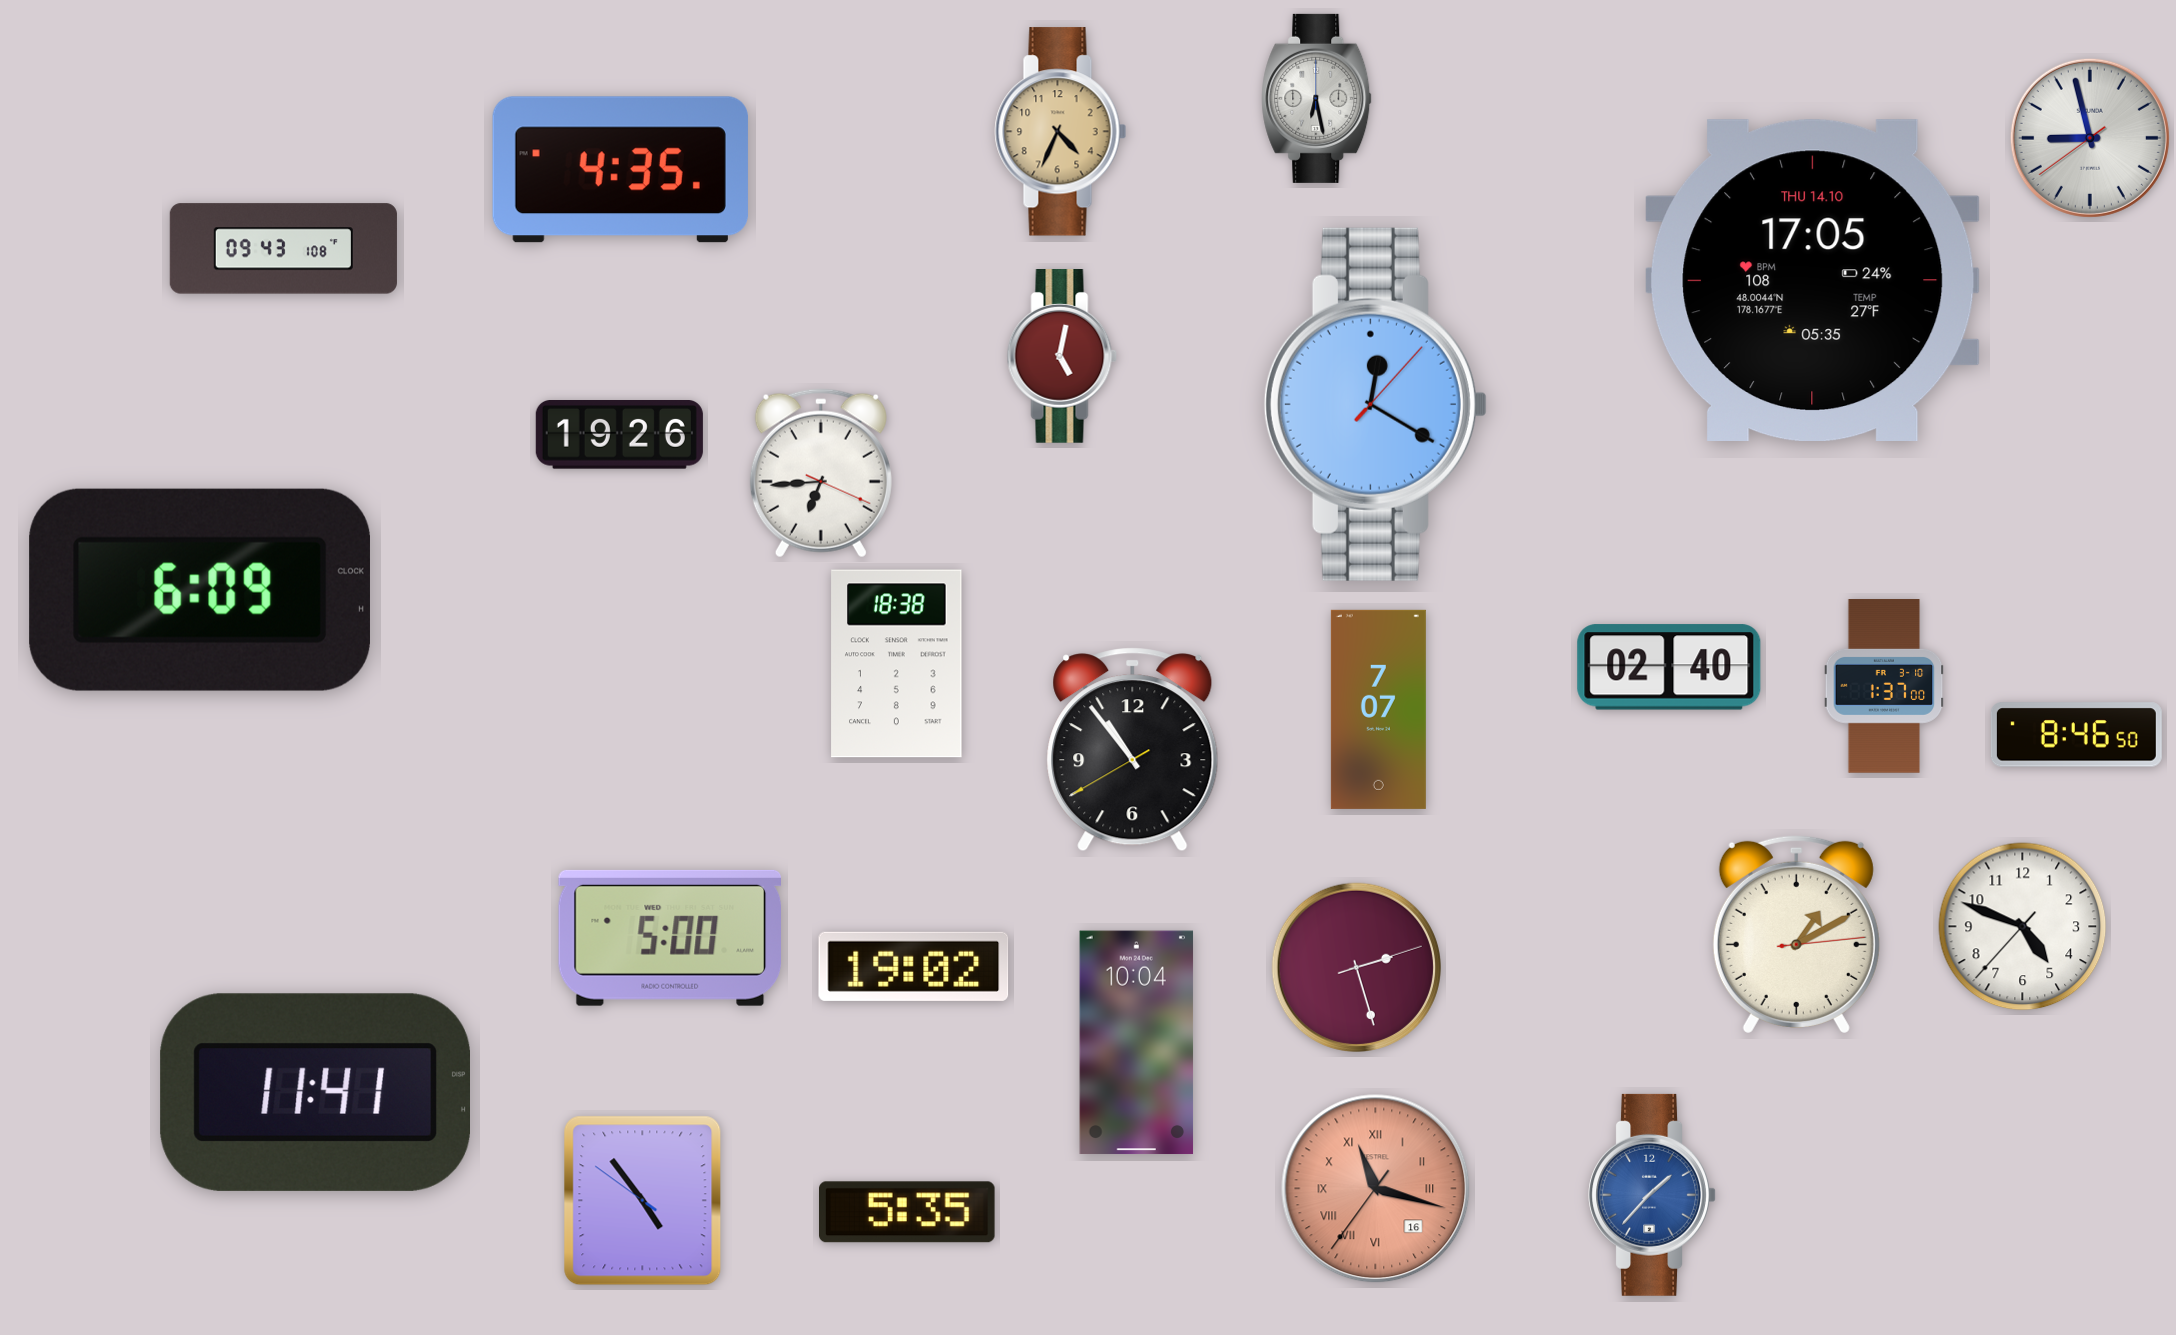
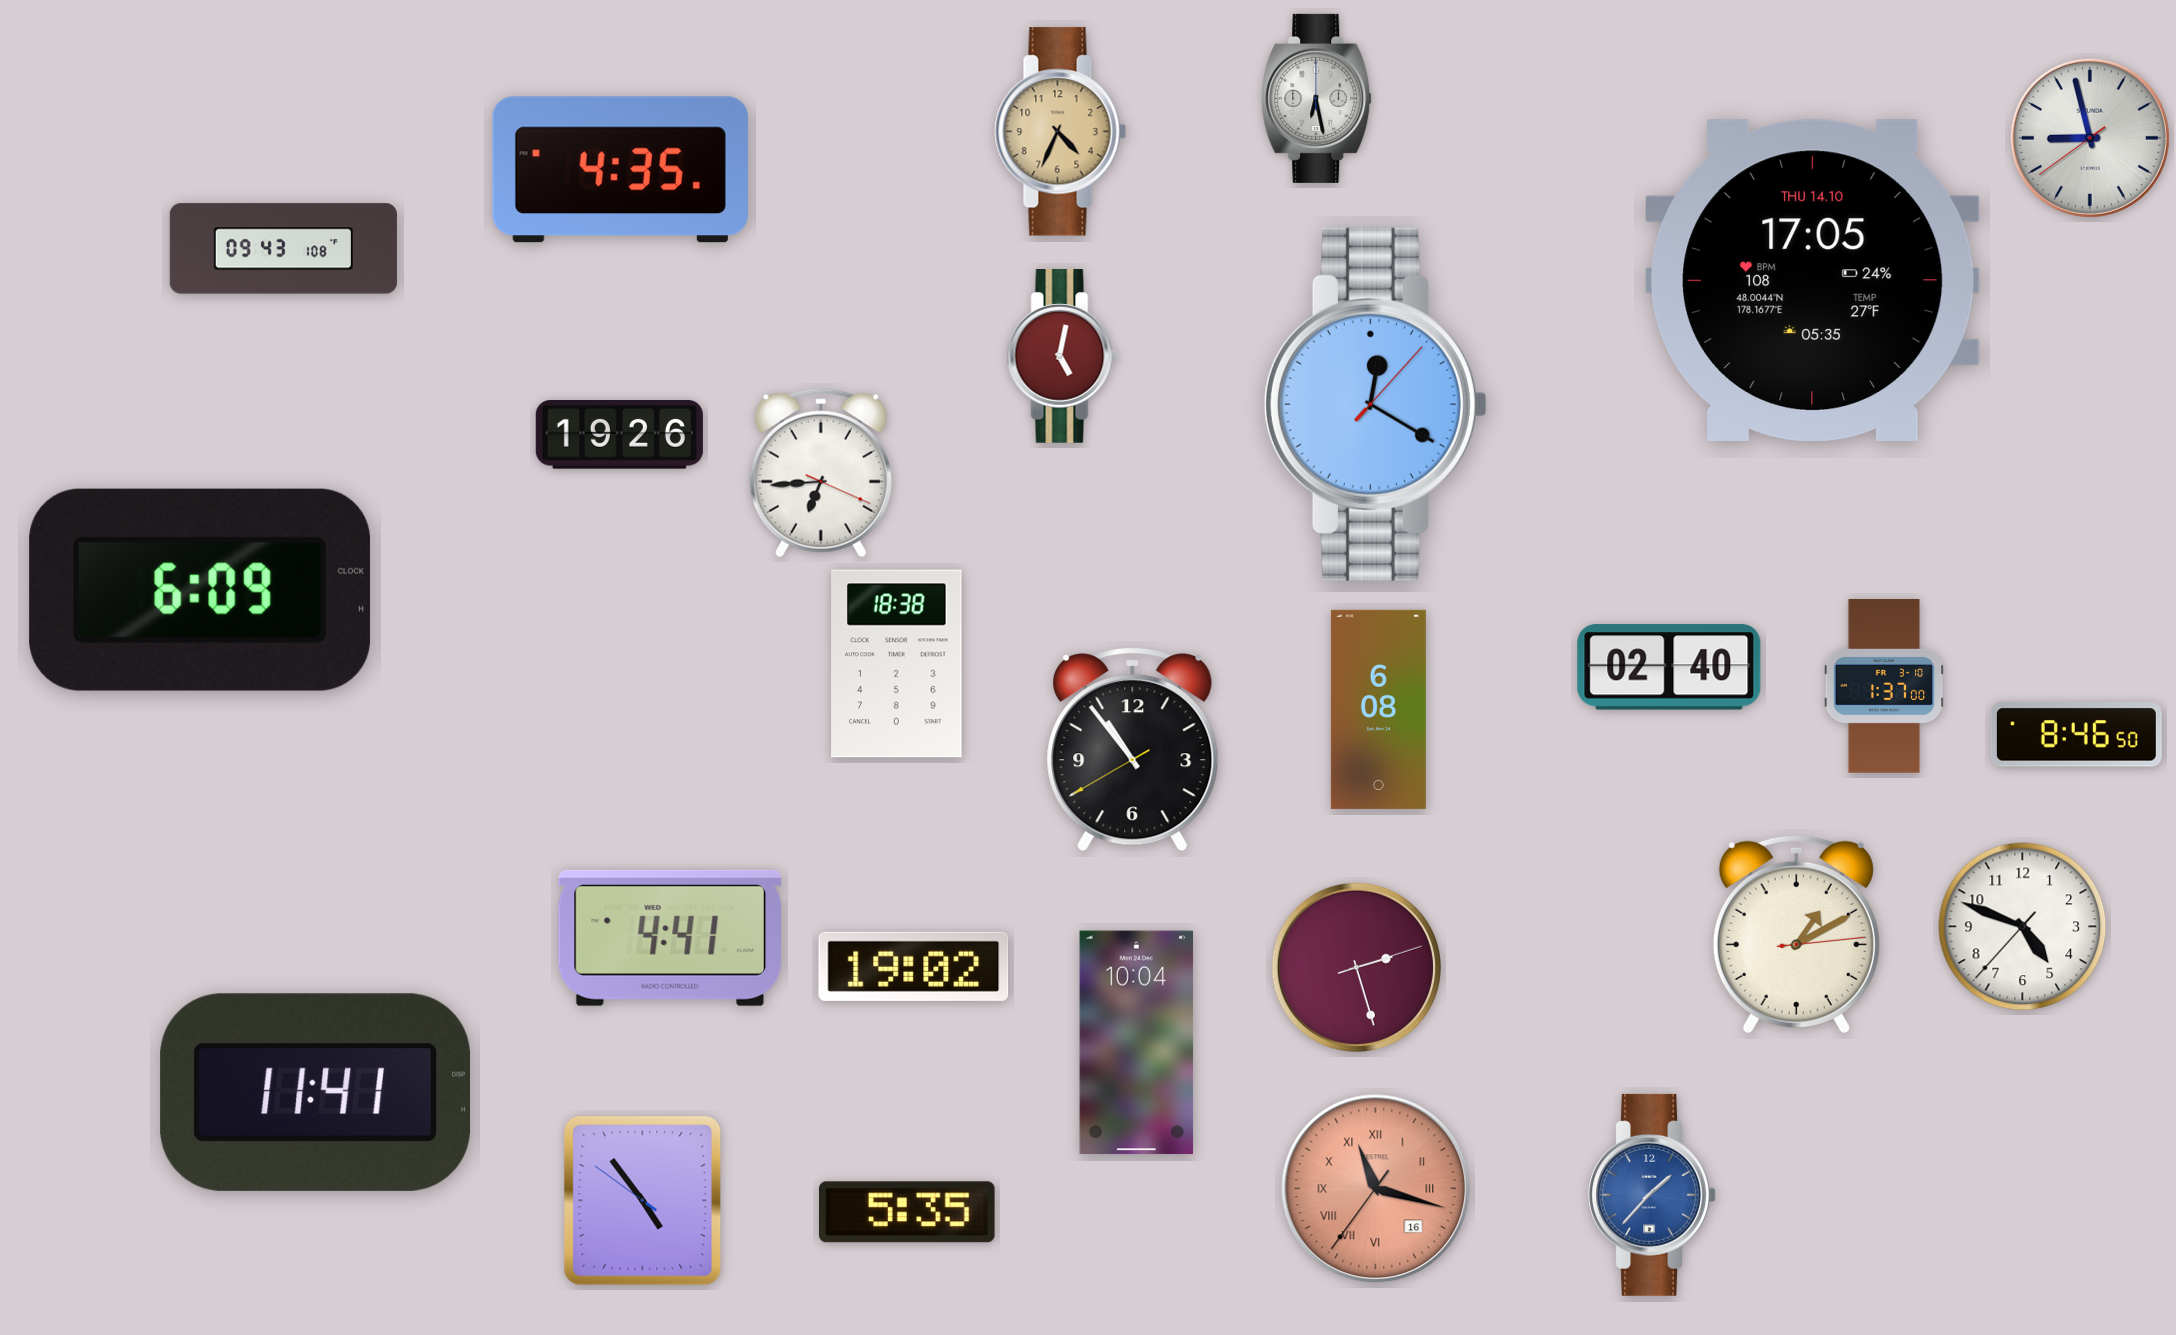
clock at (1378, 709): 7:07 -> 6:08
clock at (669, 938): 5:00 -> 4:41
